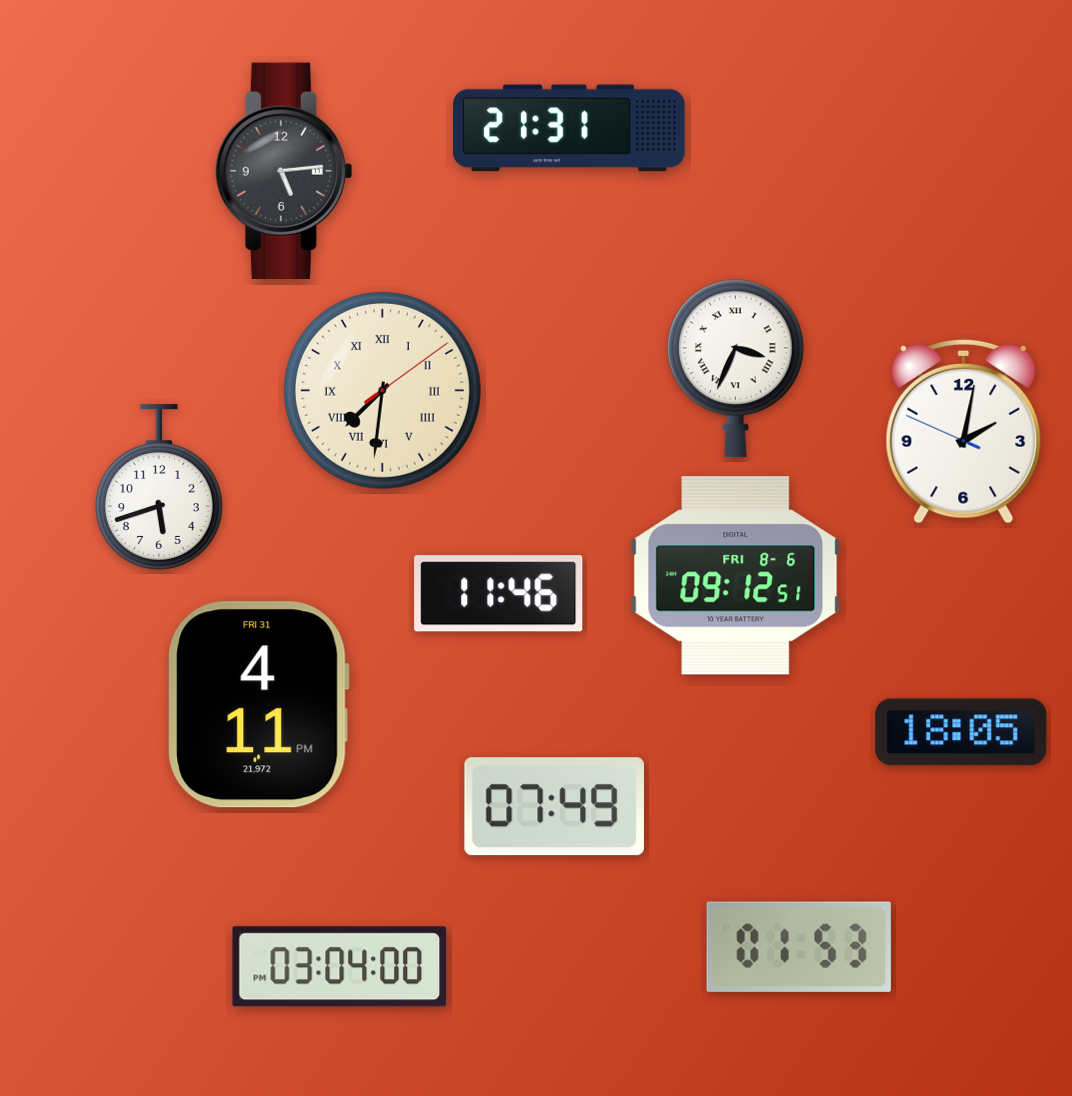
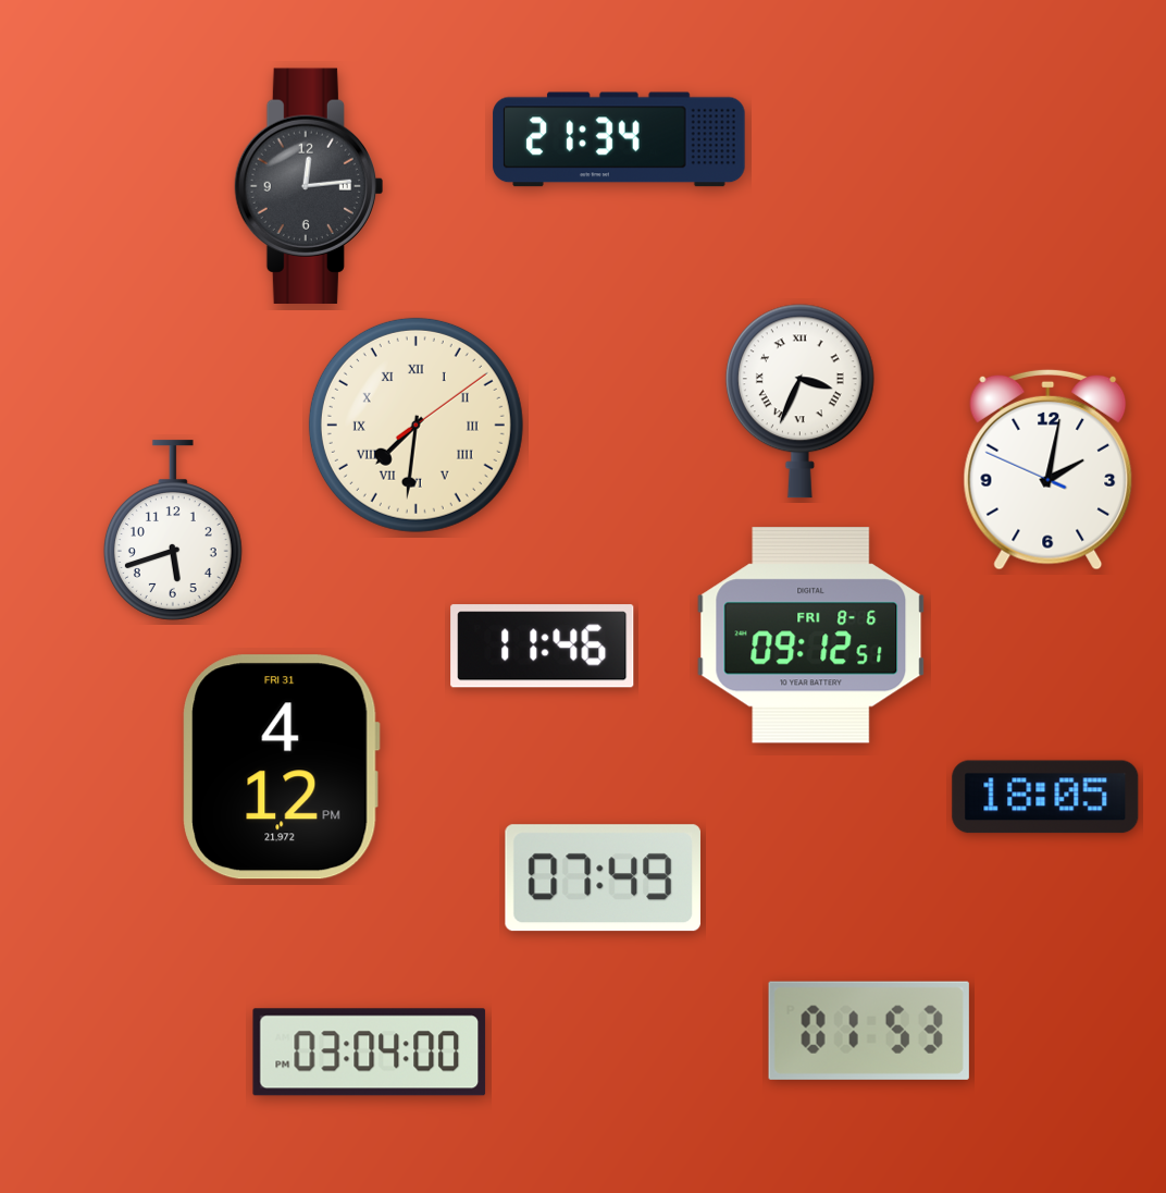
clock at (569, 128): 21:31 -> 21:34
clock at (284, 170): 5:14 -> 12:14
clock at (736, 576) position: (736, 576) -> (811, 636)
clock at (258, 705): 4:11 -> 4:12
